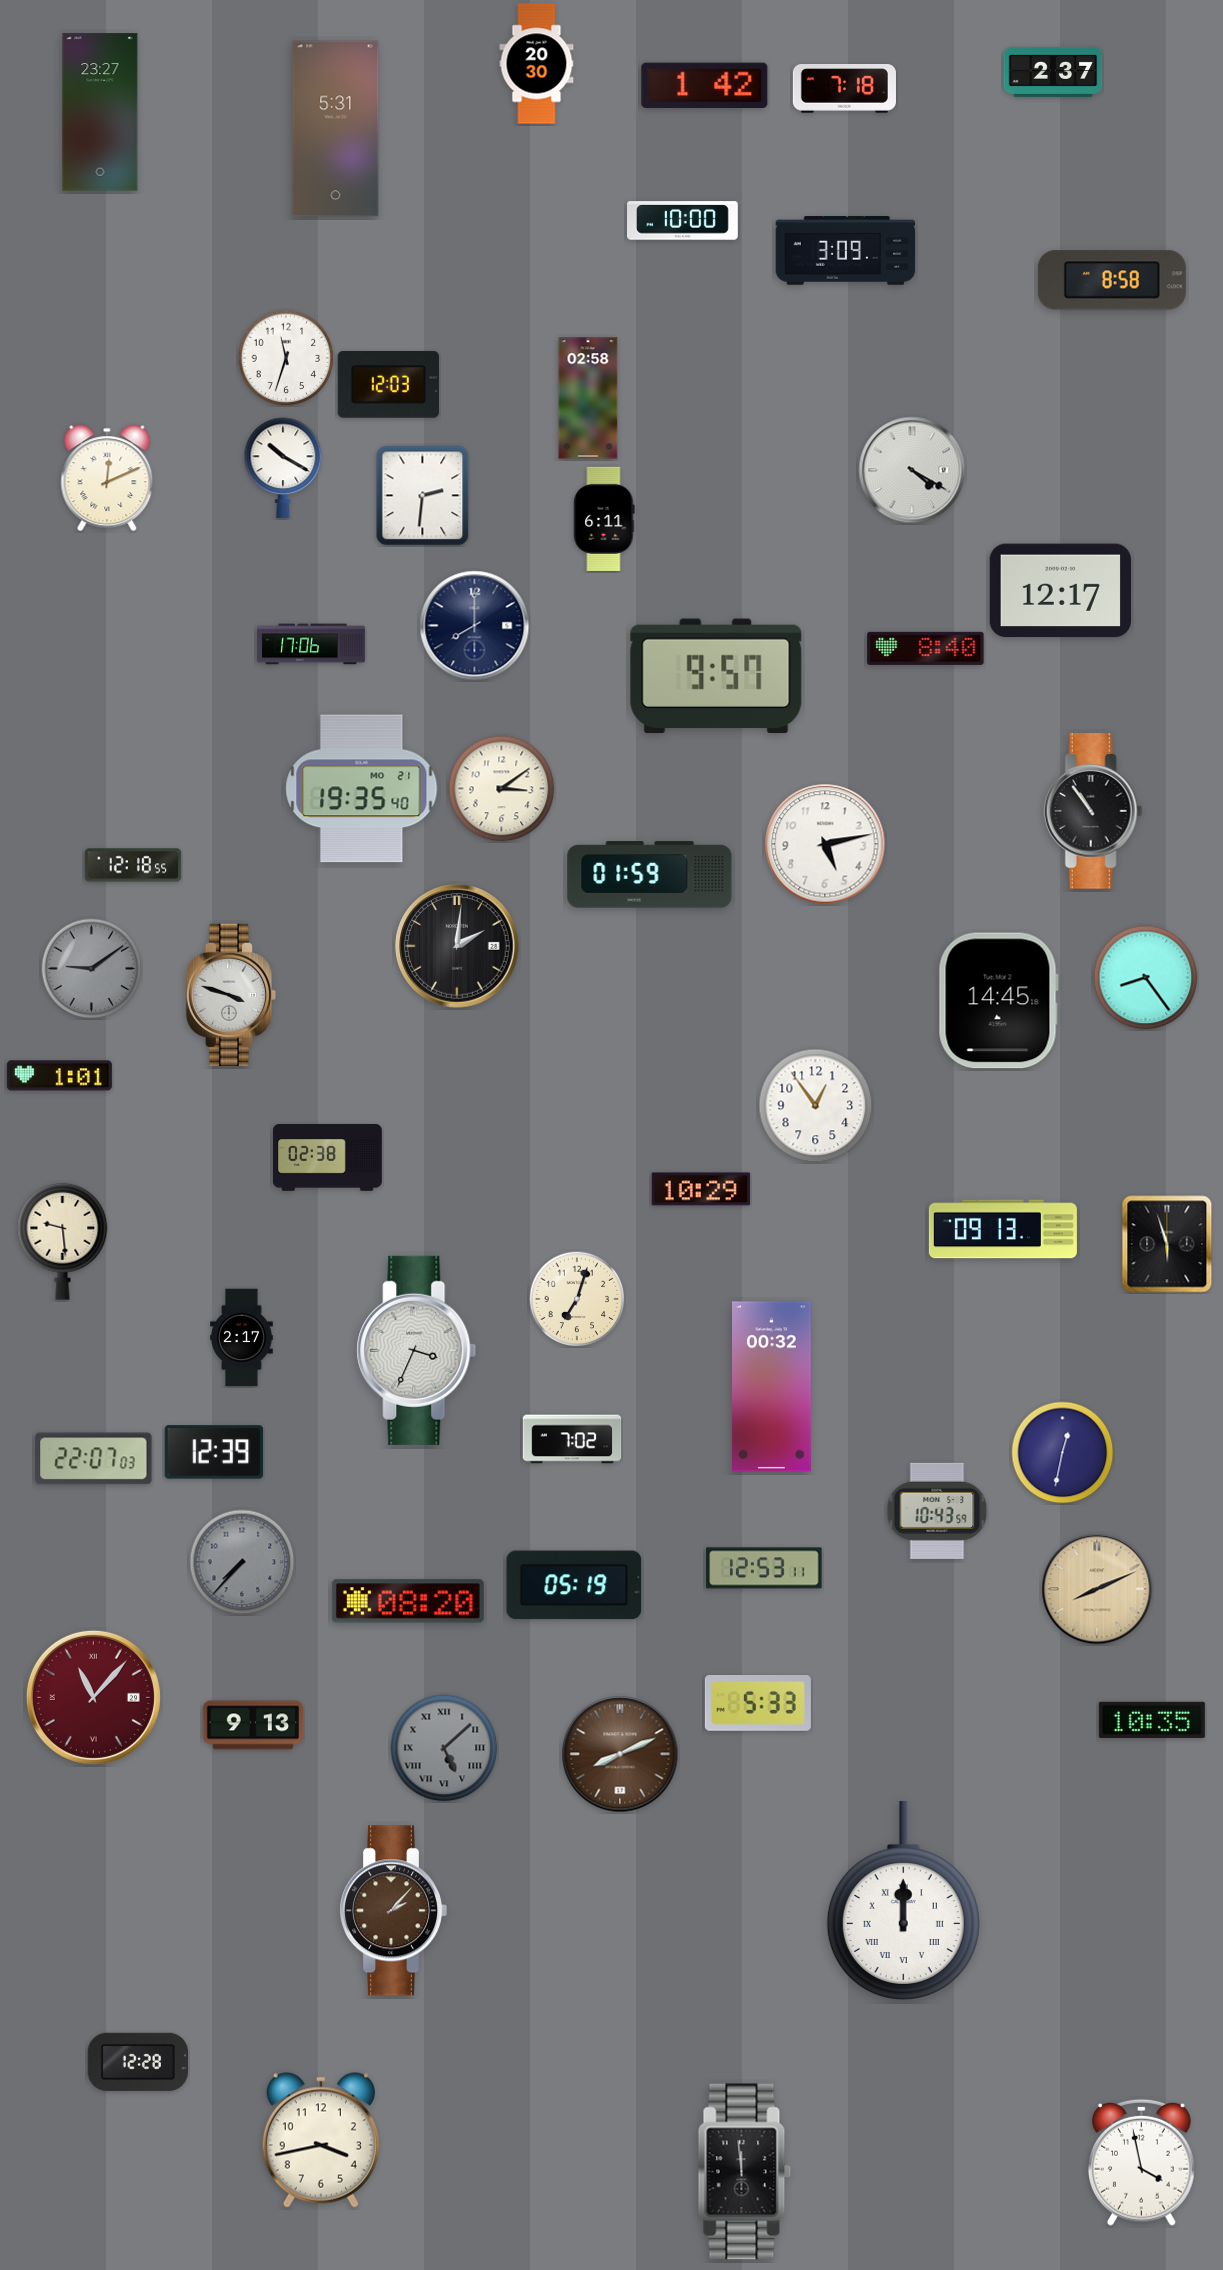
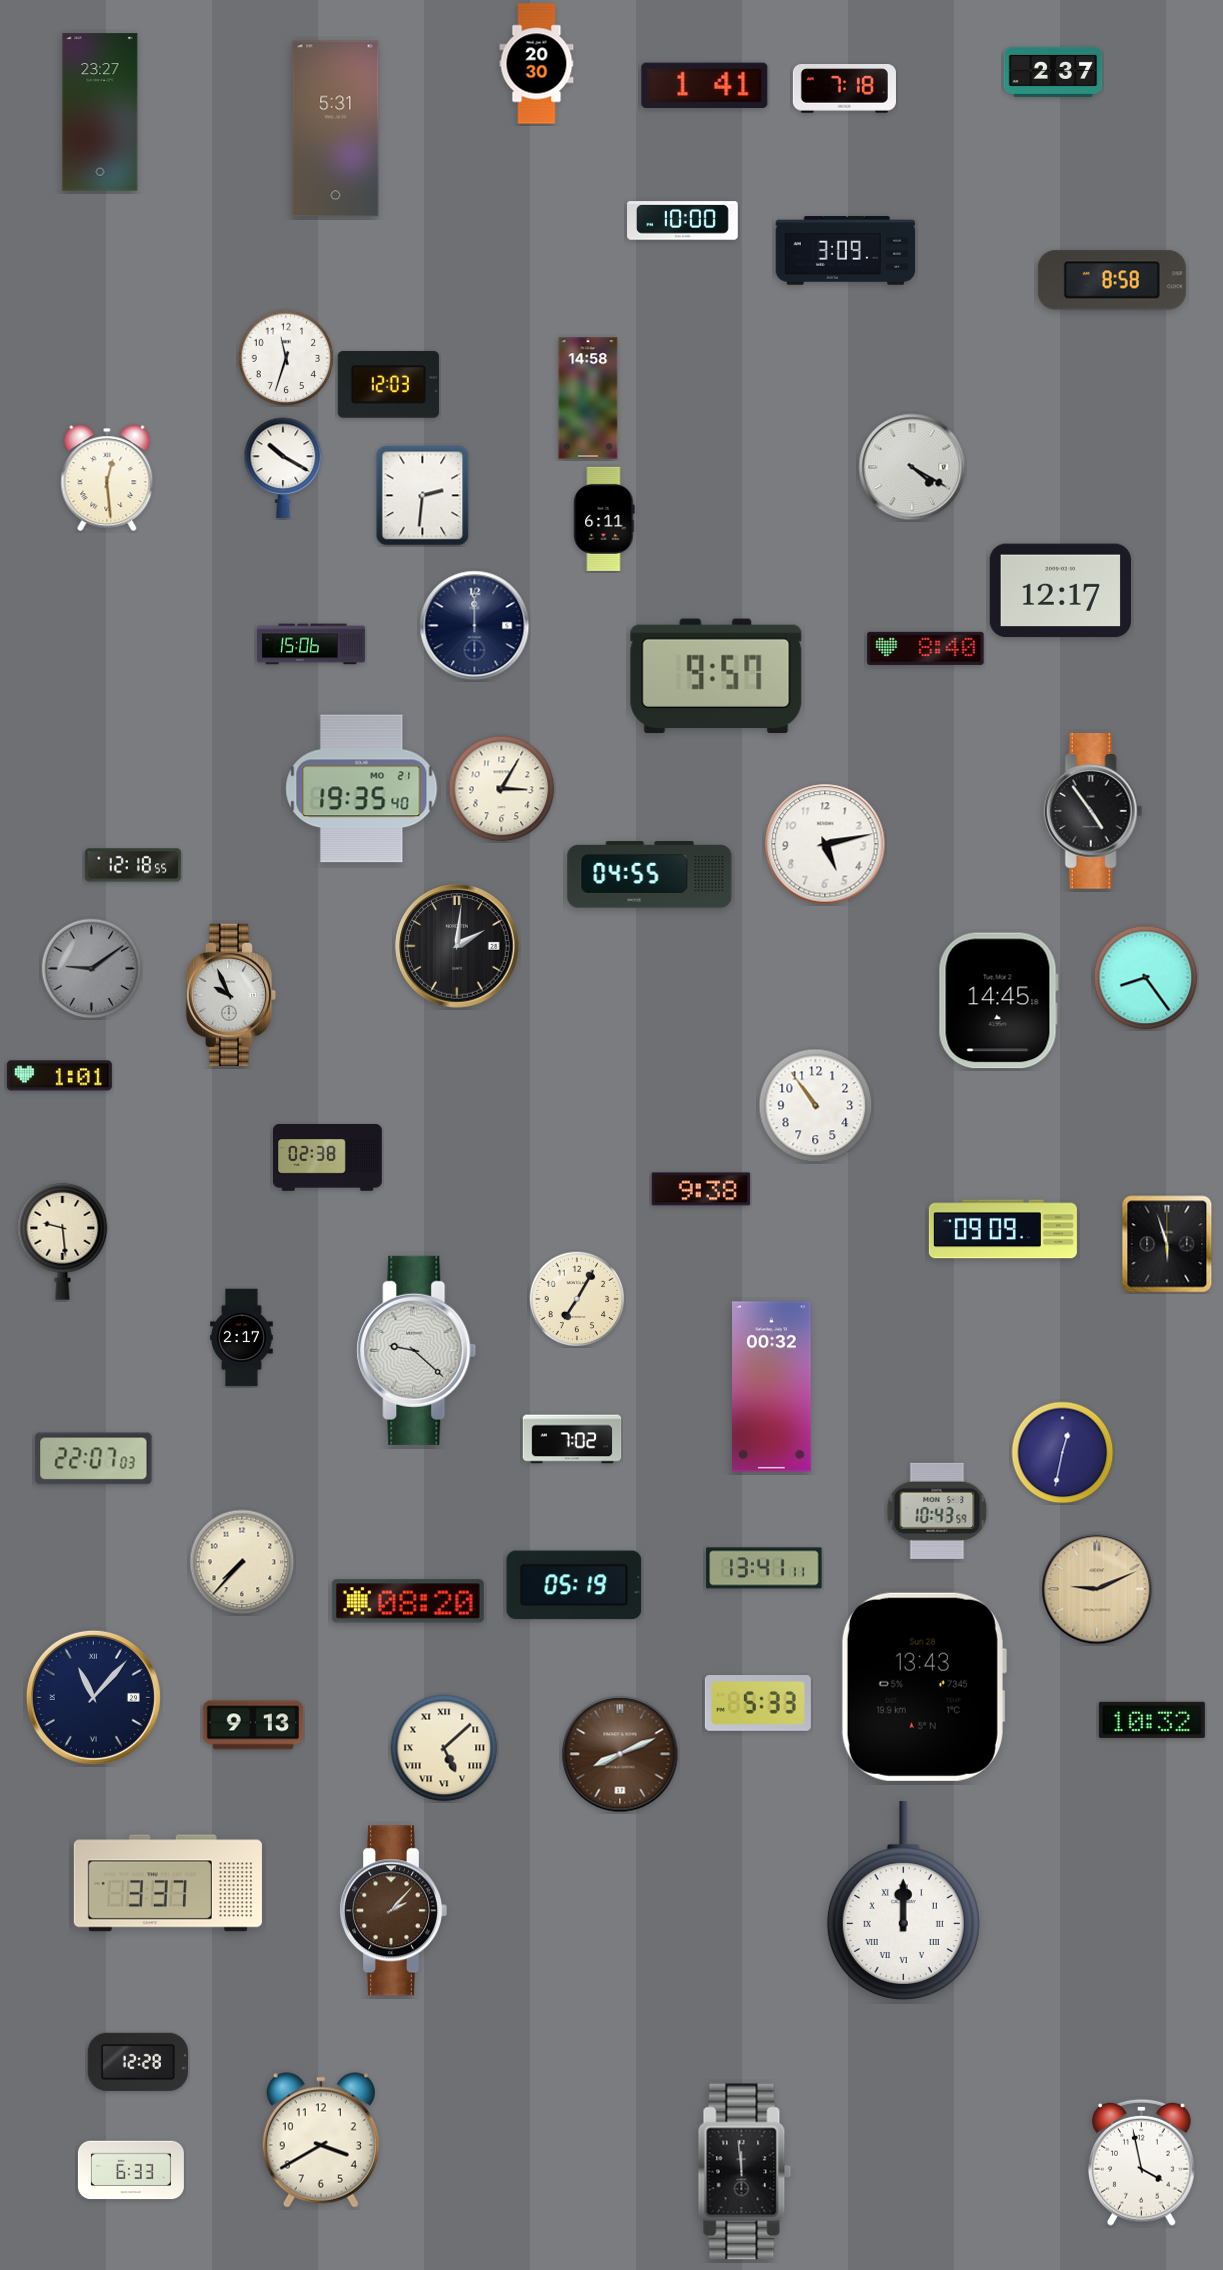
clock at (705, 86): 1:42 -> 1:41
clock at (588, 398): 02:58 -> 14:58
clock at (912, 470) position: (912, 470) -> (912, 467)
clock at (107, 478): 12:11 -> 12:29
clock at (475, 626): 8:00 -> 12:00
clock at (311, 644): 17:06 -> 15:06
clock at (502, 789): 3:09 -> 3:05
clock at (1093, 811): 10:54 -> 4:54
clock at (650, 875): 01:59 -> 04:55
clock at (230, 994): 3:48 -> 9:56
clock at (816, 1106): 12:54 -> 10:54
clock at (701, 1189): 10:29 -> 9:38
clock at (1003, 1229): 09:13 -> 09:09
clock at (577, 1299): 7:03 -> 7:05
clock at (417, 1350): 3:34 -> 9:22
clock at (214, 1452): 12:39 -> none
clock at (242, 1562) dial: grey -> cream
clock at (764, 1568): 12:53 -> 13:41
clock at (1097, 1589): 8:11 -> 9:11
clock at (923, 1687): none -> 13:43
clock at (93, 1697) dial: burgundy -> navy
clock at (1152, 1720): 10:35 -> 10:32
clock at (444, 1748) dial: grey -> cream
clock at (168, 1883): none -> 3:37
clock at (321, 2140): 3:43 -> 3:40
clock at (131, 2170): none -> 6:33
